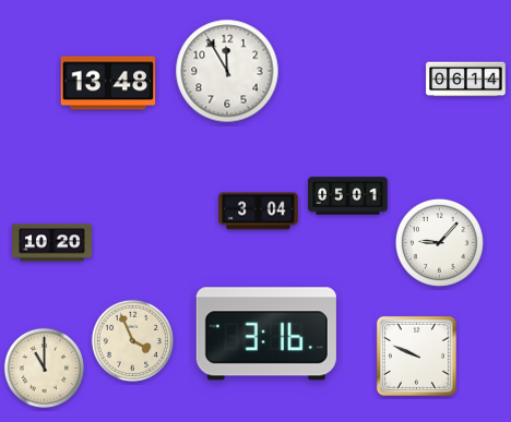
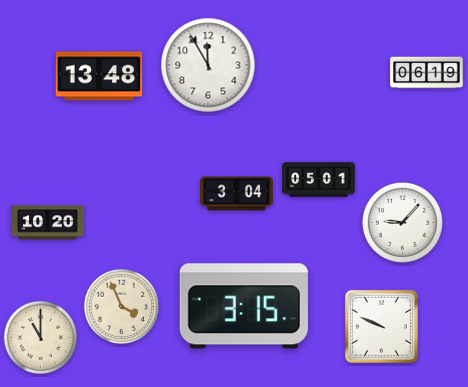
clock at (466, 80): 06:14 -> 06:19
clock at (266, 334): 3:16 -> 3:15
clock at (132, 340) position: (132, 340) -> (121, 306)
